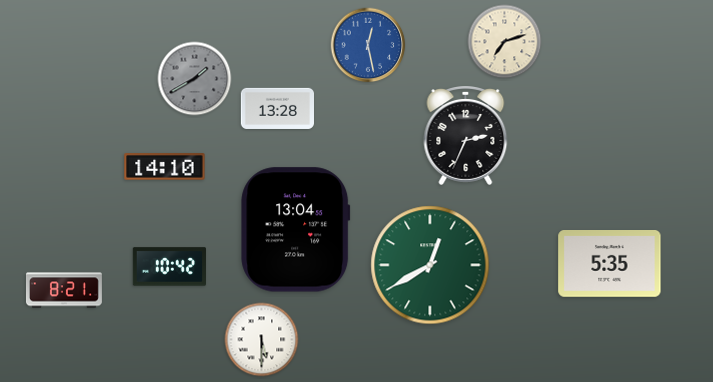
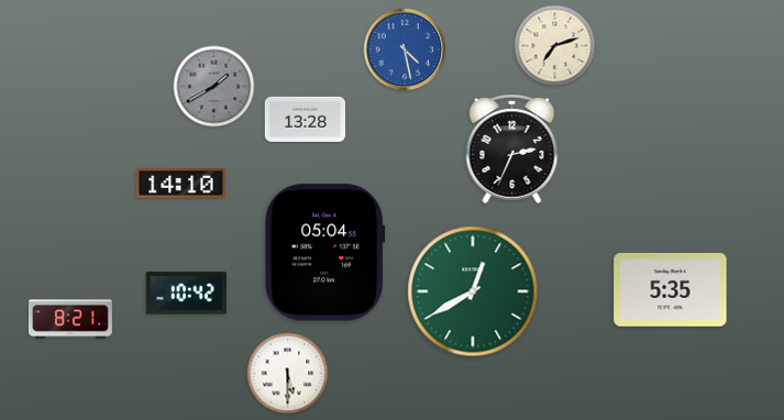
clock at (368, 45): 12:28 -> 4:28
clock at (296, 230): 13:04 -> 05:04
